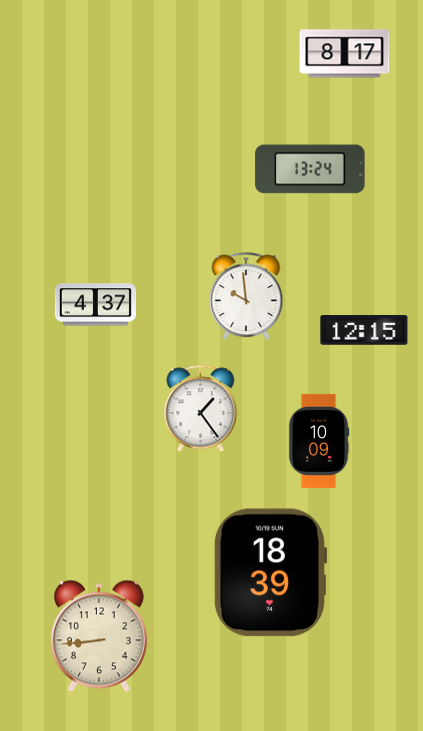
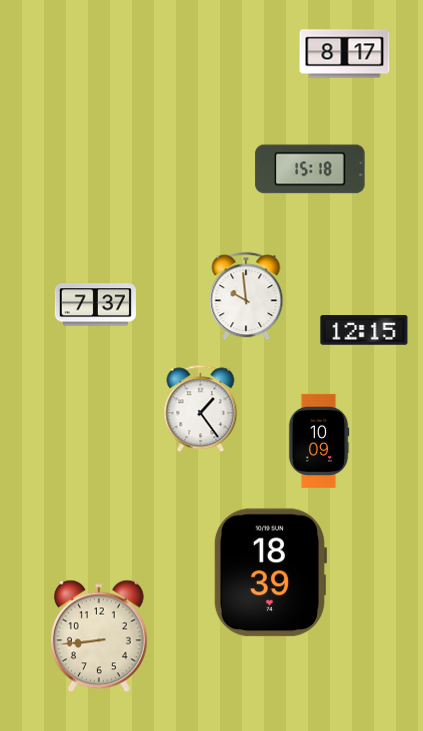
clock at (310, 169): 13:24 -> 15:18
clock at (95, 305): 4:37 -> 7:37
